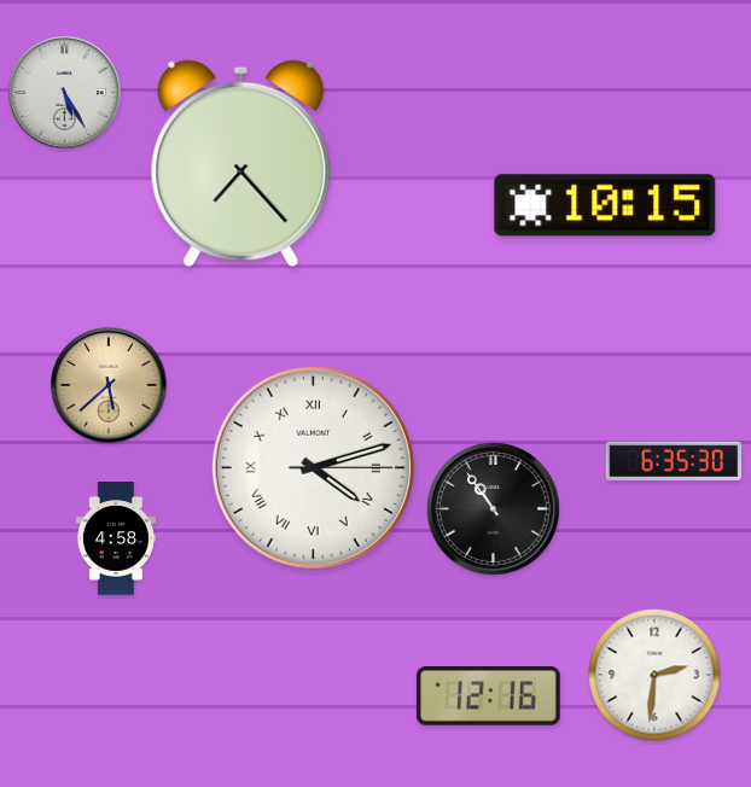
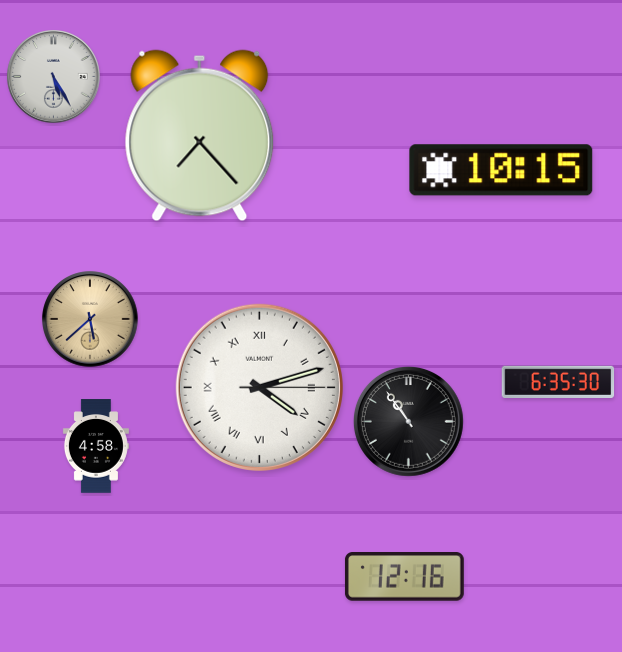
clock at (654, 675): 2:31 -> none
